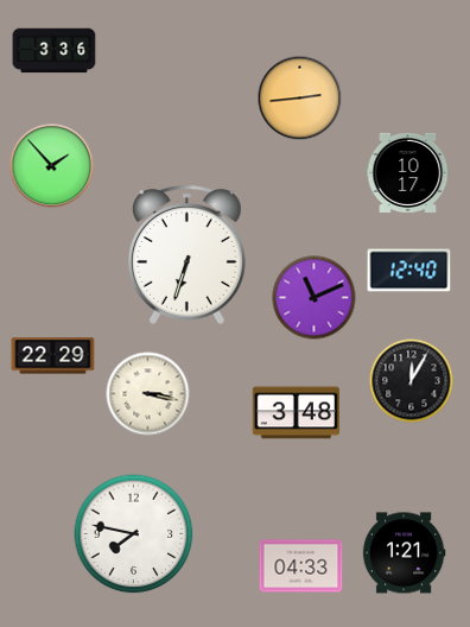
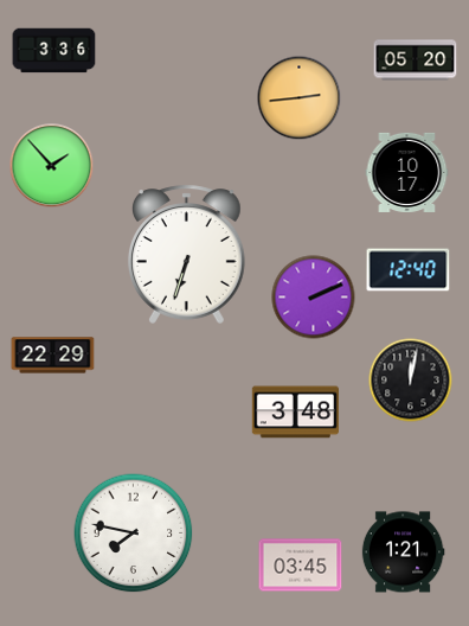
clock at (416, 60): none -> 05:20
clock at (315, 298): 11:11 -> 2:11
clock at (412, 381): 12:05 -> 12:02
clock at (148, 394): 3:17 -> none
clock at (301, 566): 04:33 -> 03:45
